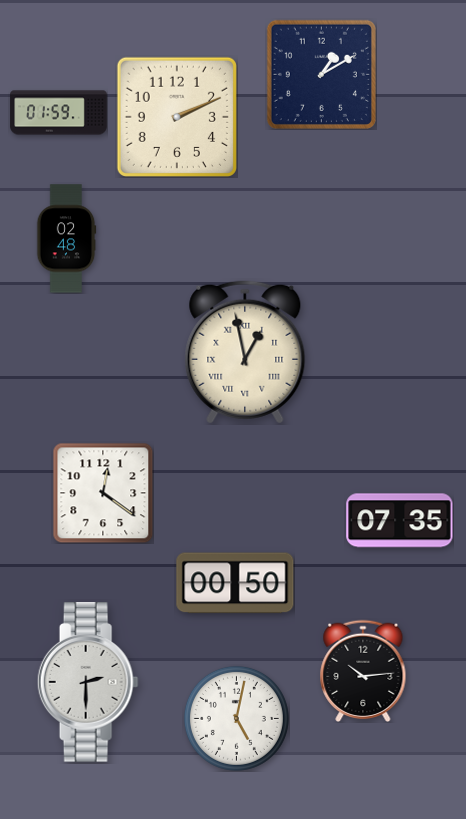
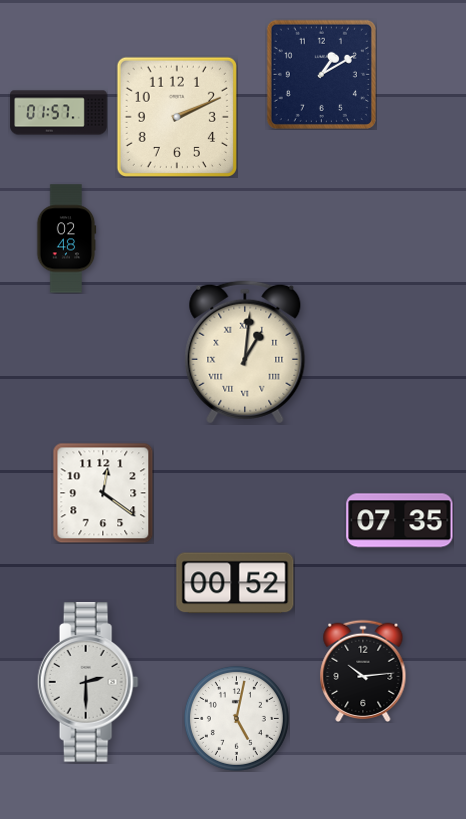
clock at (59, 113): 01:59 -> 01:57
clock at (245, 352): 12:58 -> 1:01
clock at (235, 583): 00:50 -> 00:52
